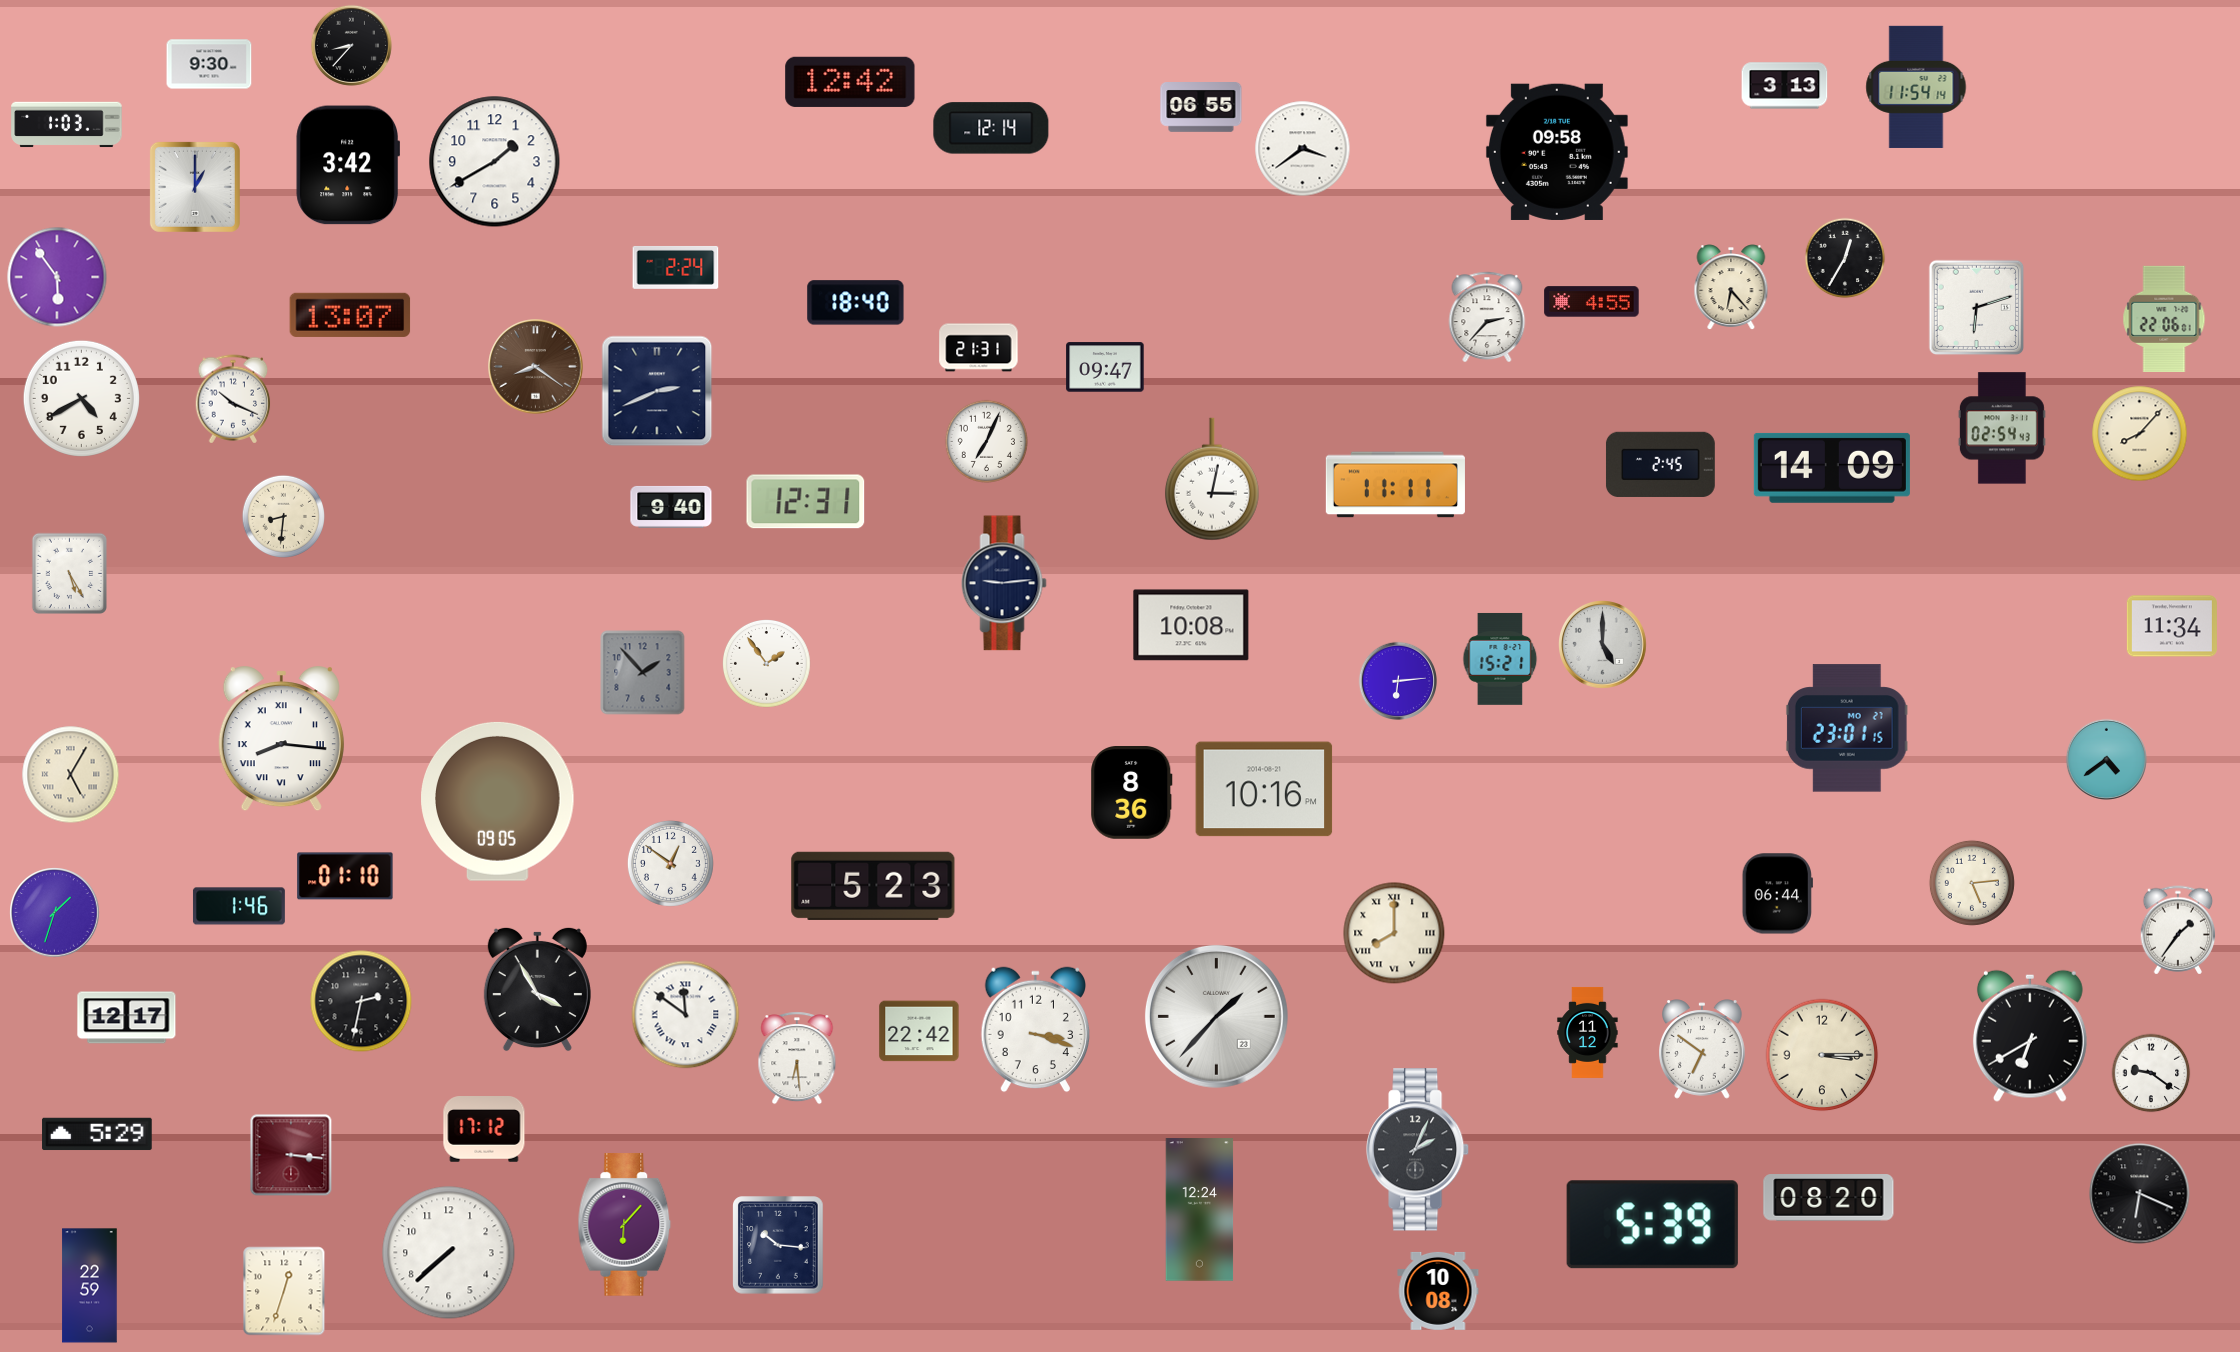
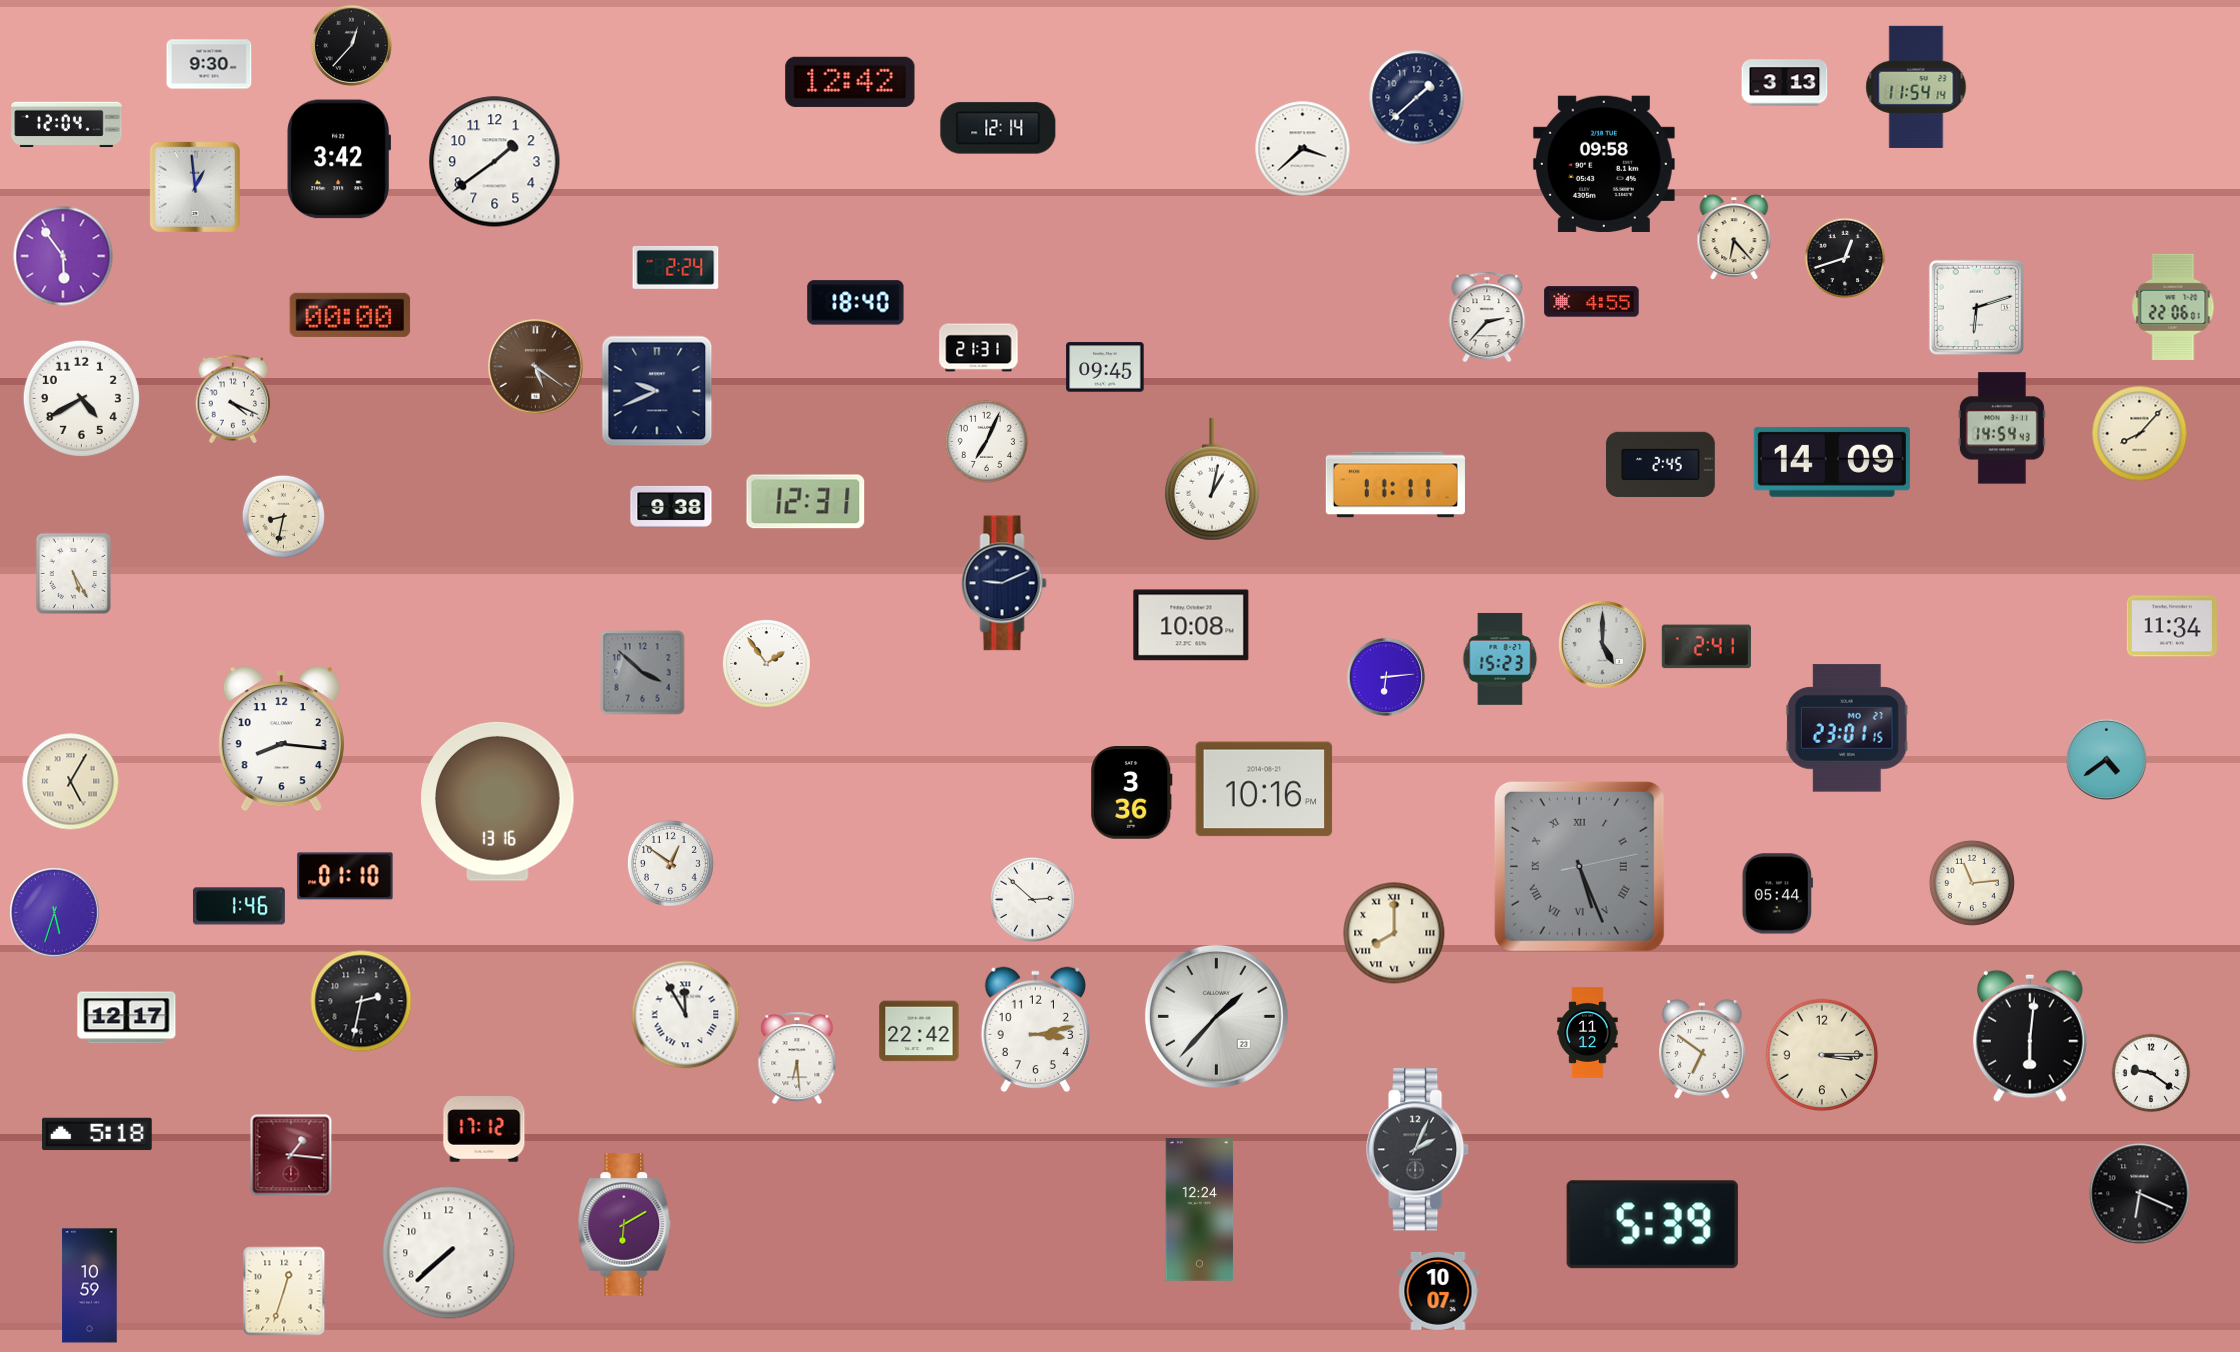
clock at (351, 45): 8:37 -> 12:37
clock at (1785, 86) position: (1785, 86) -> (1785, 83)
clock at (1417, 98): none -> 1:38
clock at (1201, 108): 06:55 -> none
clock at (67, 125): 1:03 -> 12:04
clock at (991, 128) position: (991, 128) -> (998, 128)
clock at (1303, 149): 3:39 -> 3:38
clock at (1557, 152) position: (1557, 152) -> (1604, 164)
clock at (495, 162): 1:40 -> 1:39
clock at (347, 165) position: (347, 165) -> (338, 159)
clock at (195, 187): 1:00 -> 12:59
clock at (1845, 258): 12:35 -> 12:42
clock at (57, 277) position: (57, 277) -> (63, 256)
clock at (1731, 287) position: (1731, 287) -> (1734, 237)
clock at (350, 315): 13:07 -> 00:00
clock at (2164, 319) position: (2164, 319) -> (2173, 307)
clock at (536, 367): 8:21 -> 5:21
clock at (1105, 367): 09:47 -> 09:45
clock at (657, 391): 2:41 -> 9:41
clock at (233, 399): 10:19 -> 4:19
clock at (2002, 428): 02:54 -> 14:54
clock at (1832, 468) position: (1832, 468) -> (1832, 462)
clock at (1212, 479): 3:02 -> 1:02
clock at (671, 507): 9:40 -> 9:38
clock at (283, 516): 8:31 -> 8:32
clock at (69, 573) position: (69, 573) -> (73, 573)
clock at (1004, 583): 9:14 -> 9:11
clock at (1706, 647): none -> 2:41
clock at (1500, 659): 15:21 -> 15:23
clock at (643, 673): 1:53 -> 3:52
clock at (1397, 680) position: (1397, 680) -> (1385, 676)
clock at (281, 739) numerals: Roman -> Arabic
clock at (71, 775) position: (71, 775) -> (71, 782)
clock at (1132, 793): 8:36 -> 3:36
clock at (498, 801): 09:05 -> 13:16
clock at (1579, 866): none -> 5:26
clock at (1972, 883): 5:14 -> 11:14
clock at (873, 886): 5:23 -> none
clock at (1777, 894): 06:44 -> 05:44
clock at (1032, 899): none -> 2:52
clock at (55, 913): 1:33 -> 5:33
clock at (2178, 930): 1:36 -> none
clock at (537, 989): 3:55 -> none
clock at (686, 1015): 11:51 -> 11:55
clock at (1035, 1030): 3:18 -> 3:13
clock at (2030, 1036): 6:40 -> 6:01
clock at (97, 1134): 5:29 -> 5:18
clock at (291, 1155): 3:16 -> 1:16
clock at (1829, 1198): 08:20 -> none
clock at (625, 1225): 6:07 -> 6:10
clock at (778, 1245): 10:16 -> none
clock at (90, 1286): 22:59 -> 10:59
clock at (1438, 1291): 10:08 -> 10:07
